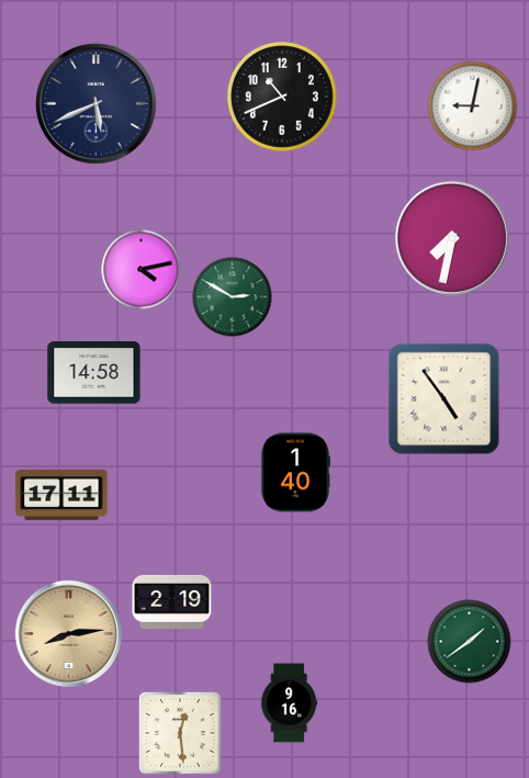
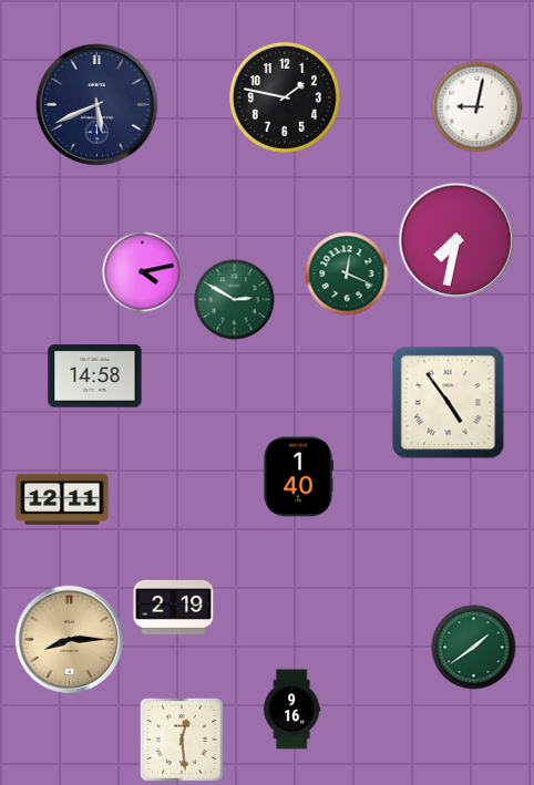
clock at (282, 97): 10:41 -> 1:47
clock at (347, 273): none -> 12:19
clock at (61, 495): 17:11 -> 12:11
clock at (68, 633): 8:14 -> 8:15
